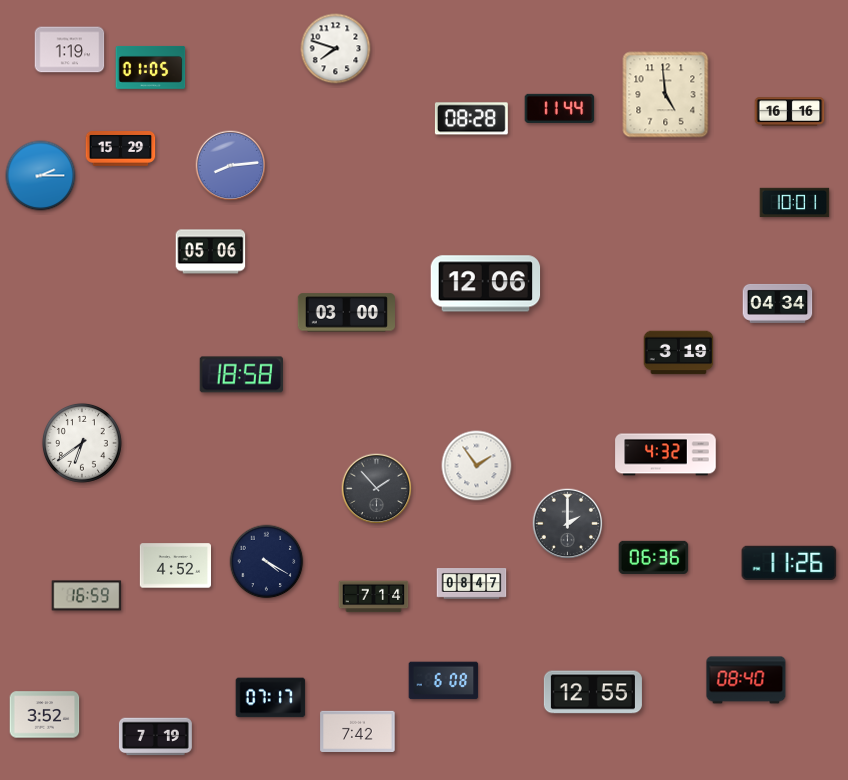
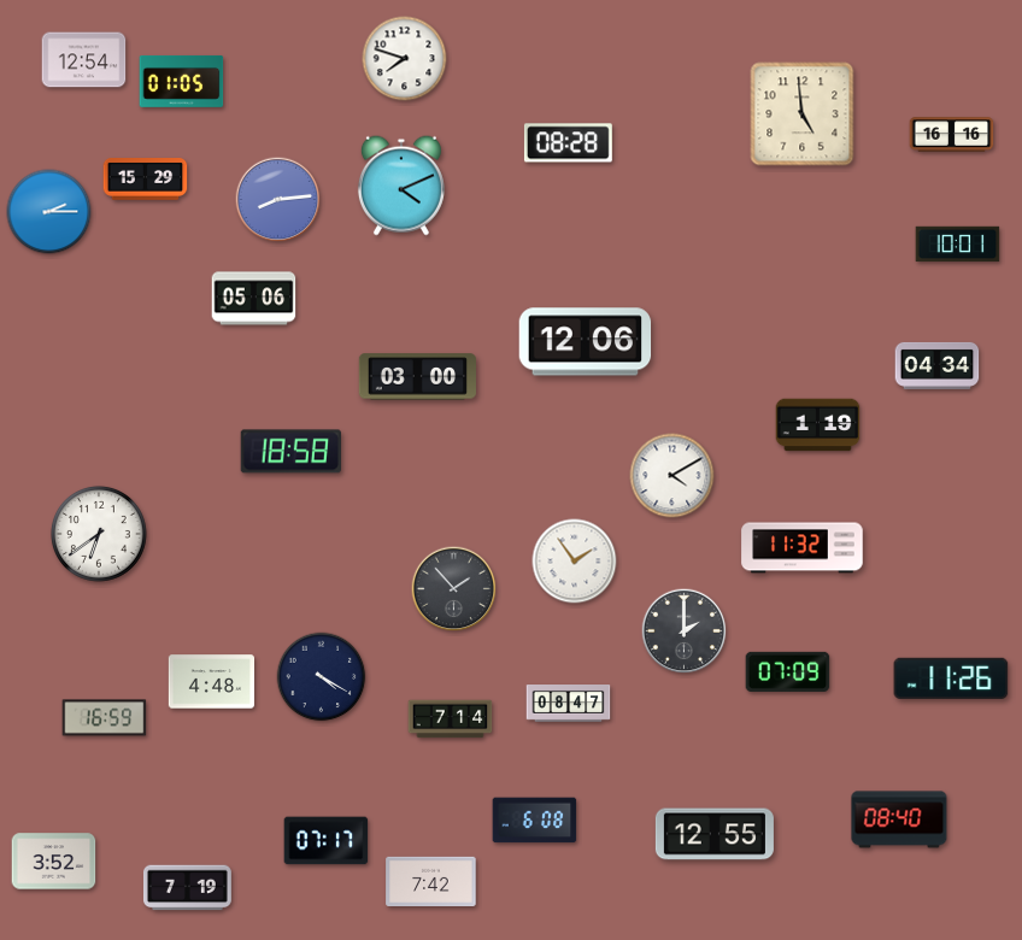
clock at (70, 50): 1:19 -> 12:54
clock at (560, 108): 11:44 -> none
clock at (401, 186): none -> 4:11
clock at (211, 252) position: (211, 252) -> (254, 299)
clock at (679, 353): 3:19 -> 1:19
clock at (672, 476): none -> 4:10
clock at (666, 455): 4:32 -> 11:32
clock at (654, 557): 06:36 -> 07:09
clock at (175, 566): 4:52 -> 4:48
